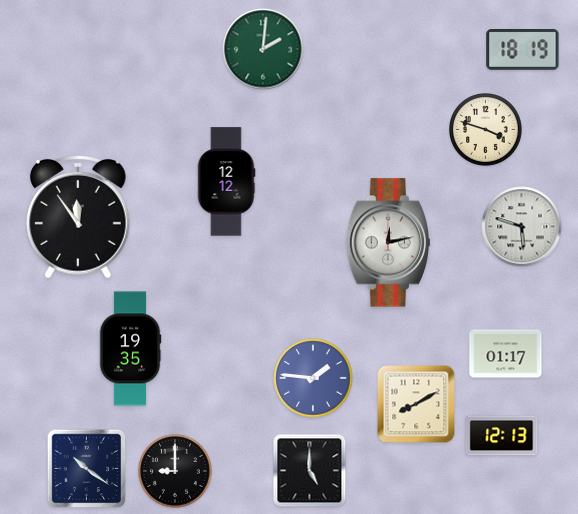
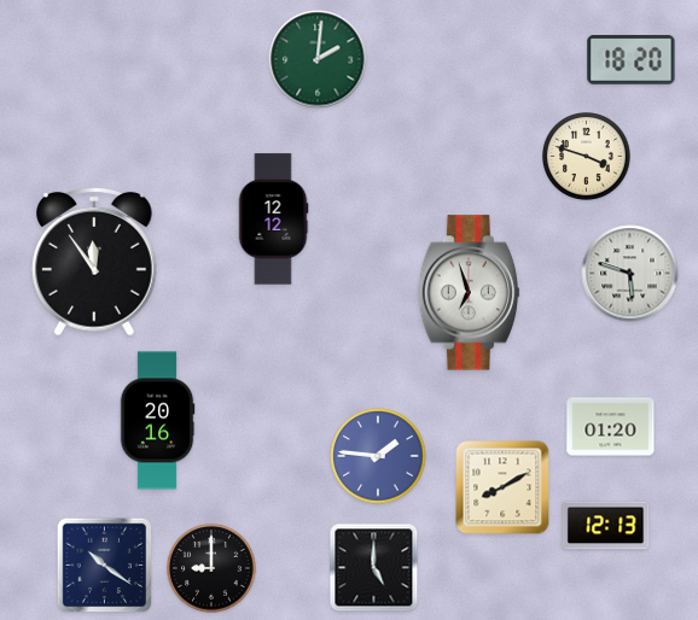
clock at (523, 50): 18:19 -> 18:20
clock at (389, 243): 12:13 -> 6:57
clock at (130, 349): 19:35 -> 20:16
clock at (506, 354): 01:17 -> 01:20
